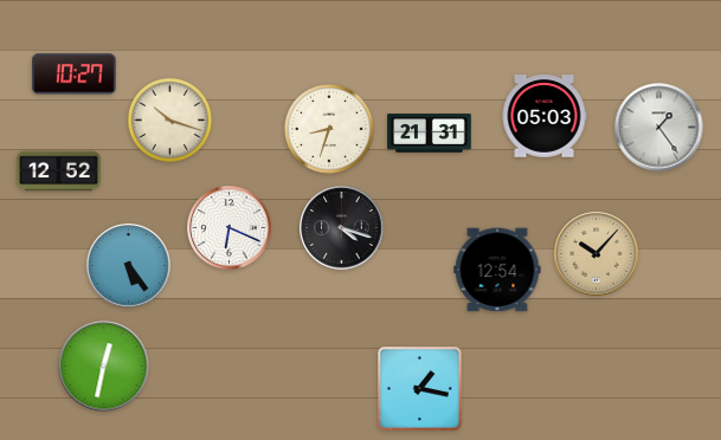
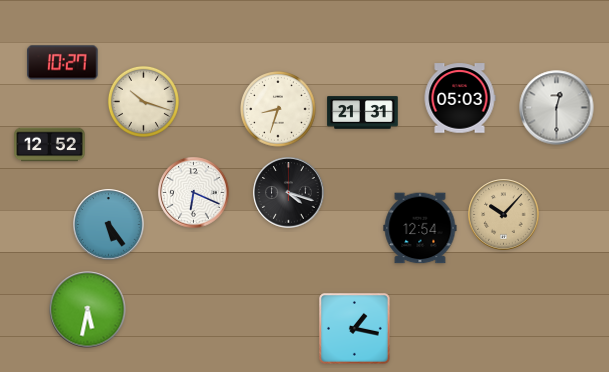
clock at (659, 128): 1:24 -> 12:30
clock at (104, 367): 12:32 -> 5:32
